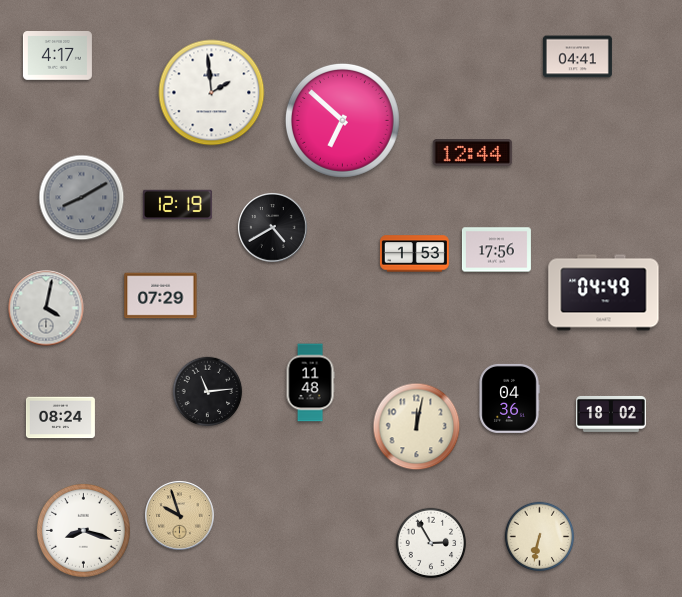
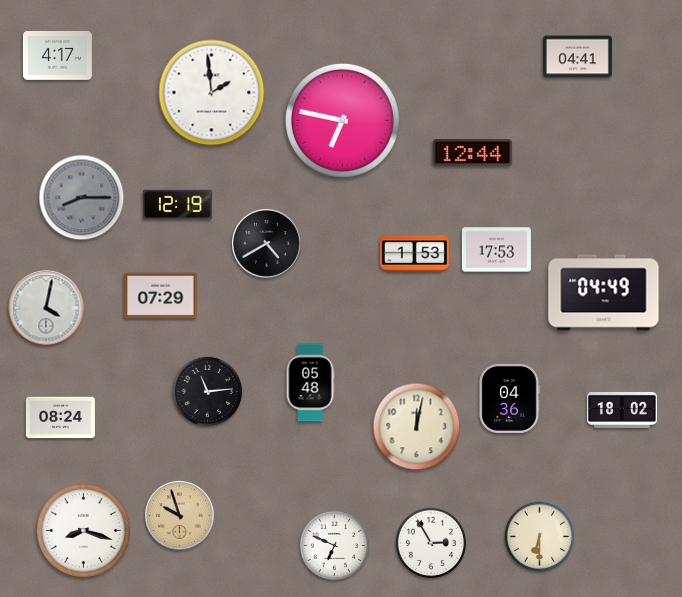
clock at (342, 120): 6:52 -> 6:47
clock at (82, 198): 8:10 -> 8:15
clock at (273, 228) position: (273, 228) -> (267, 244)
clock at (496, 250): 17:56 -> 17:53
clock at (310, 383): 11:48 -> 05:48
clock at (612, 414) position: (612, 414) -> (623, 410)
clock at (540, 537): 6:32 -> 6:30
clock at (335, 546): none -> 6:49
